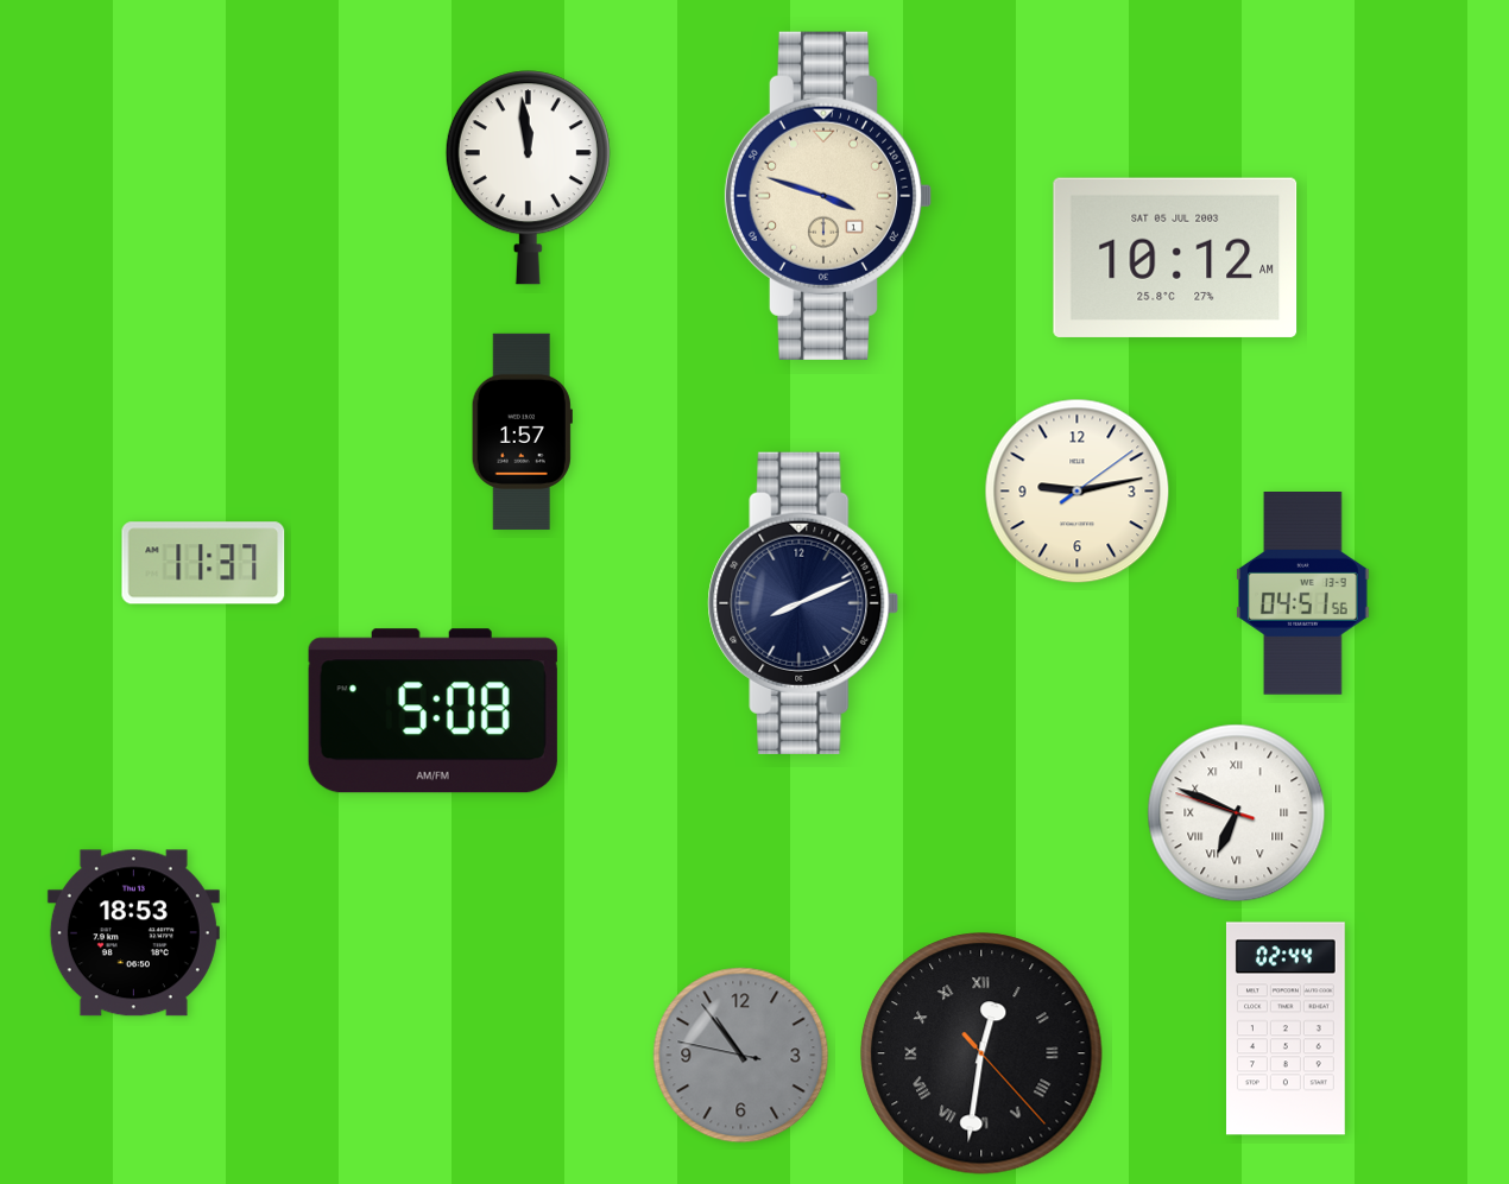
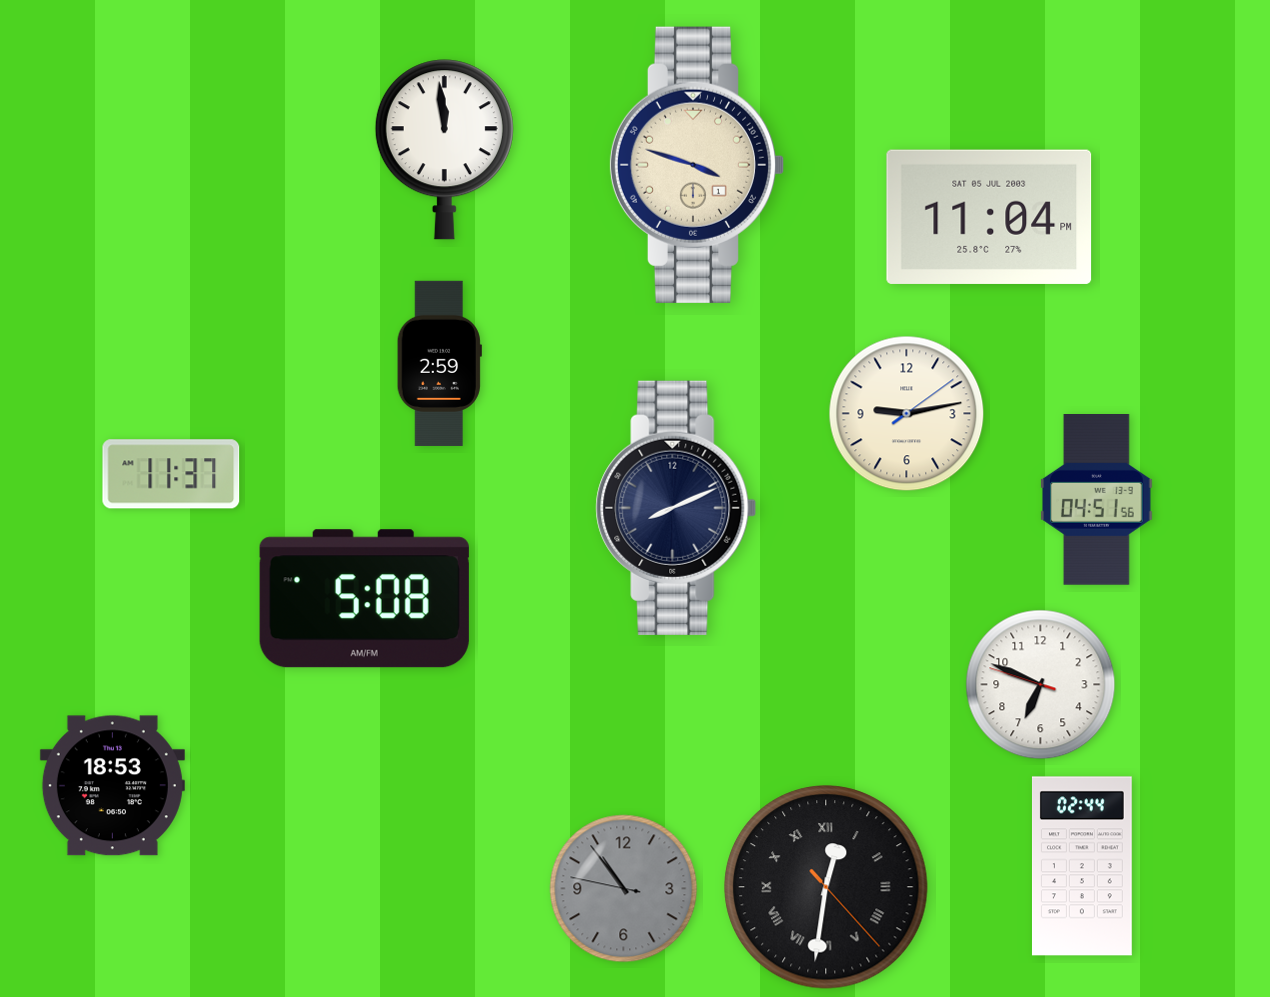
clock at (1175, 258): 10:12 -> 11:04
clock at (522, 431): 1:57 -> 2:59
clock at (1237, 813) numerals: Roman -> Arabic
